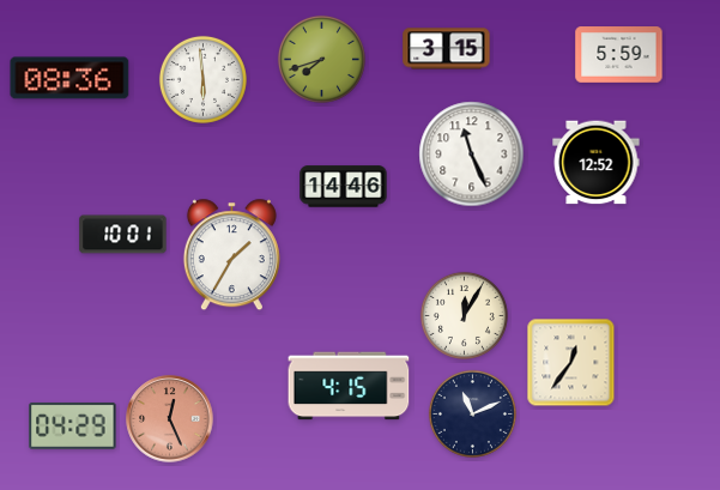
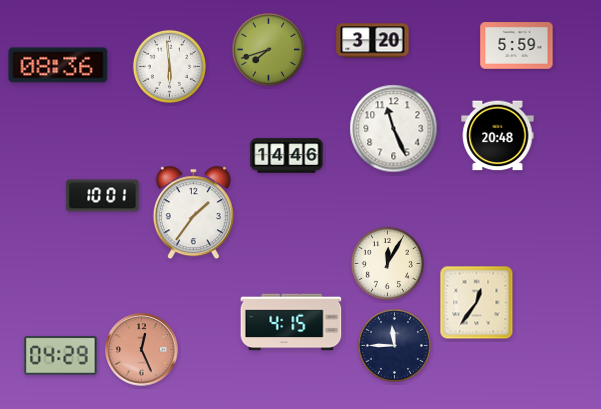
clock at (447, 49): 3:15 -> 3:20
clock at (597, 163): 12:52 -> 20:48
clock at (231, 255): 1:35 -> 1:36
clock at (472, 413): 11:11 -> 11:45
